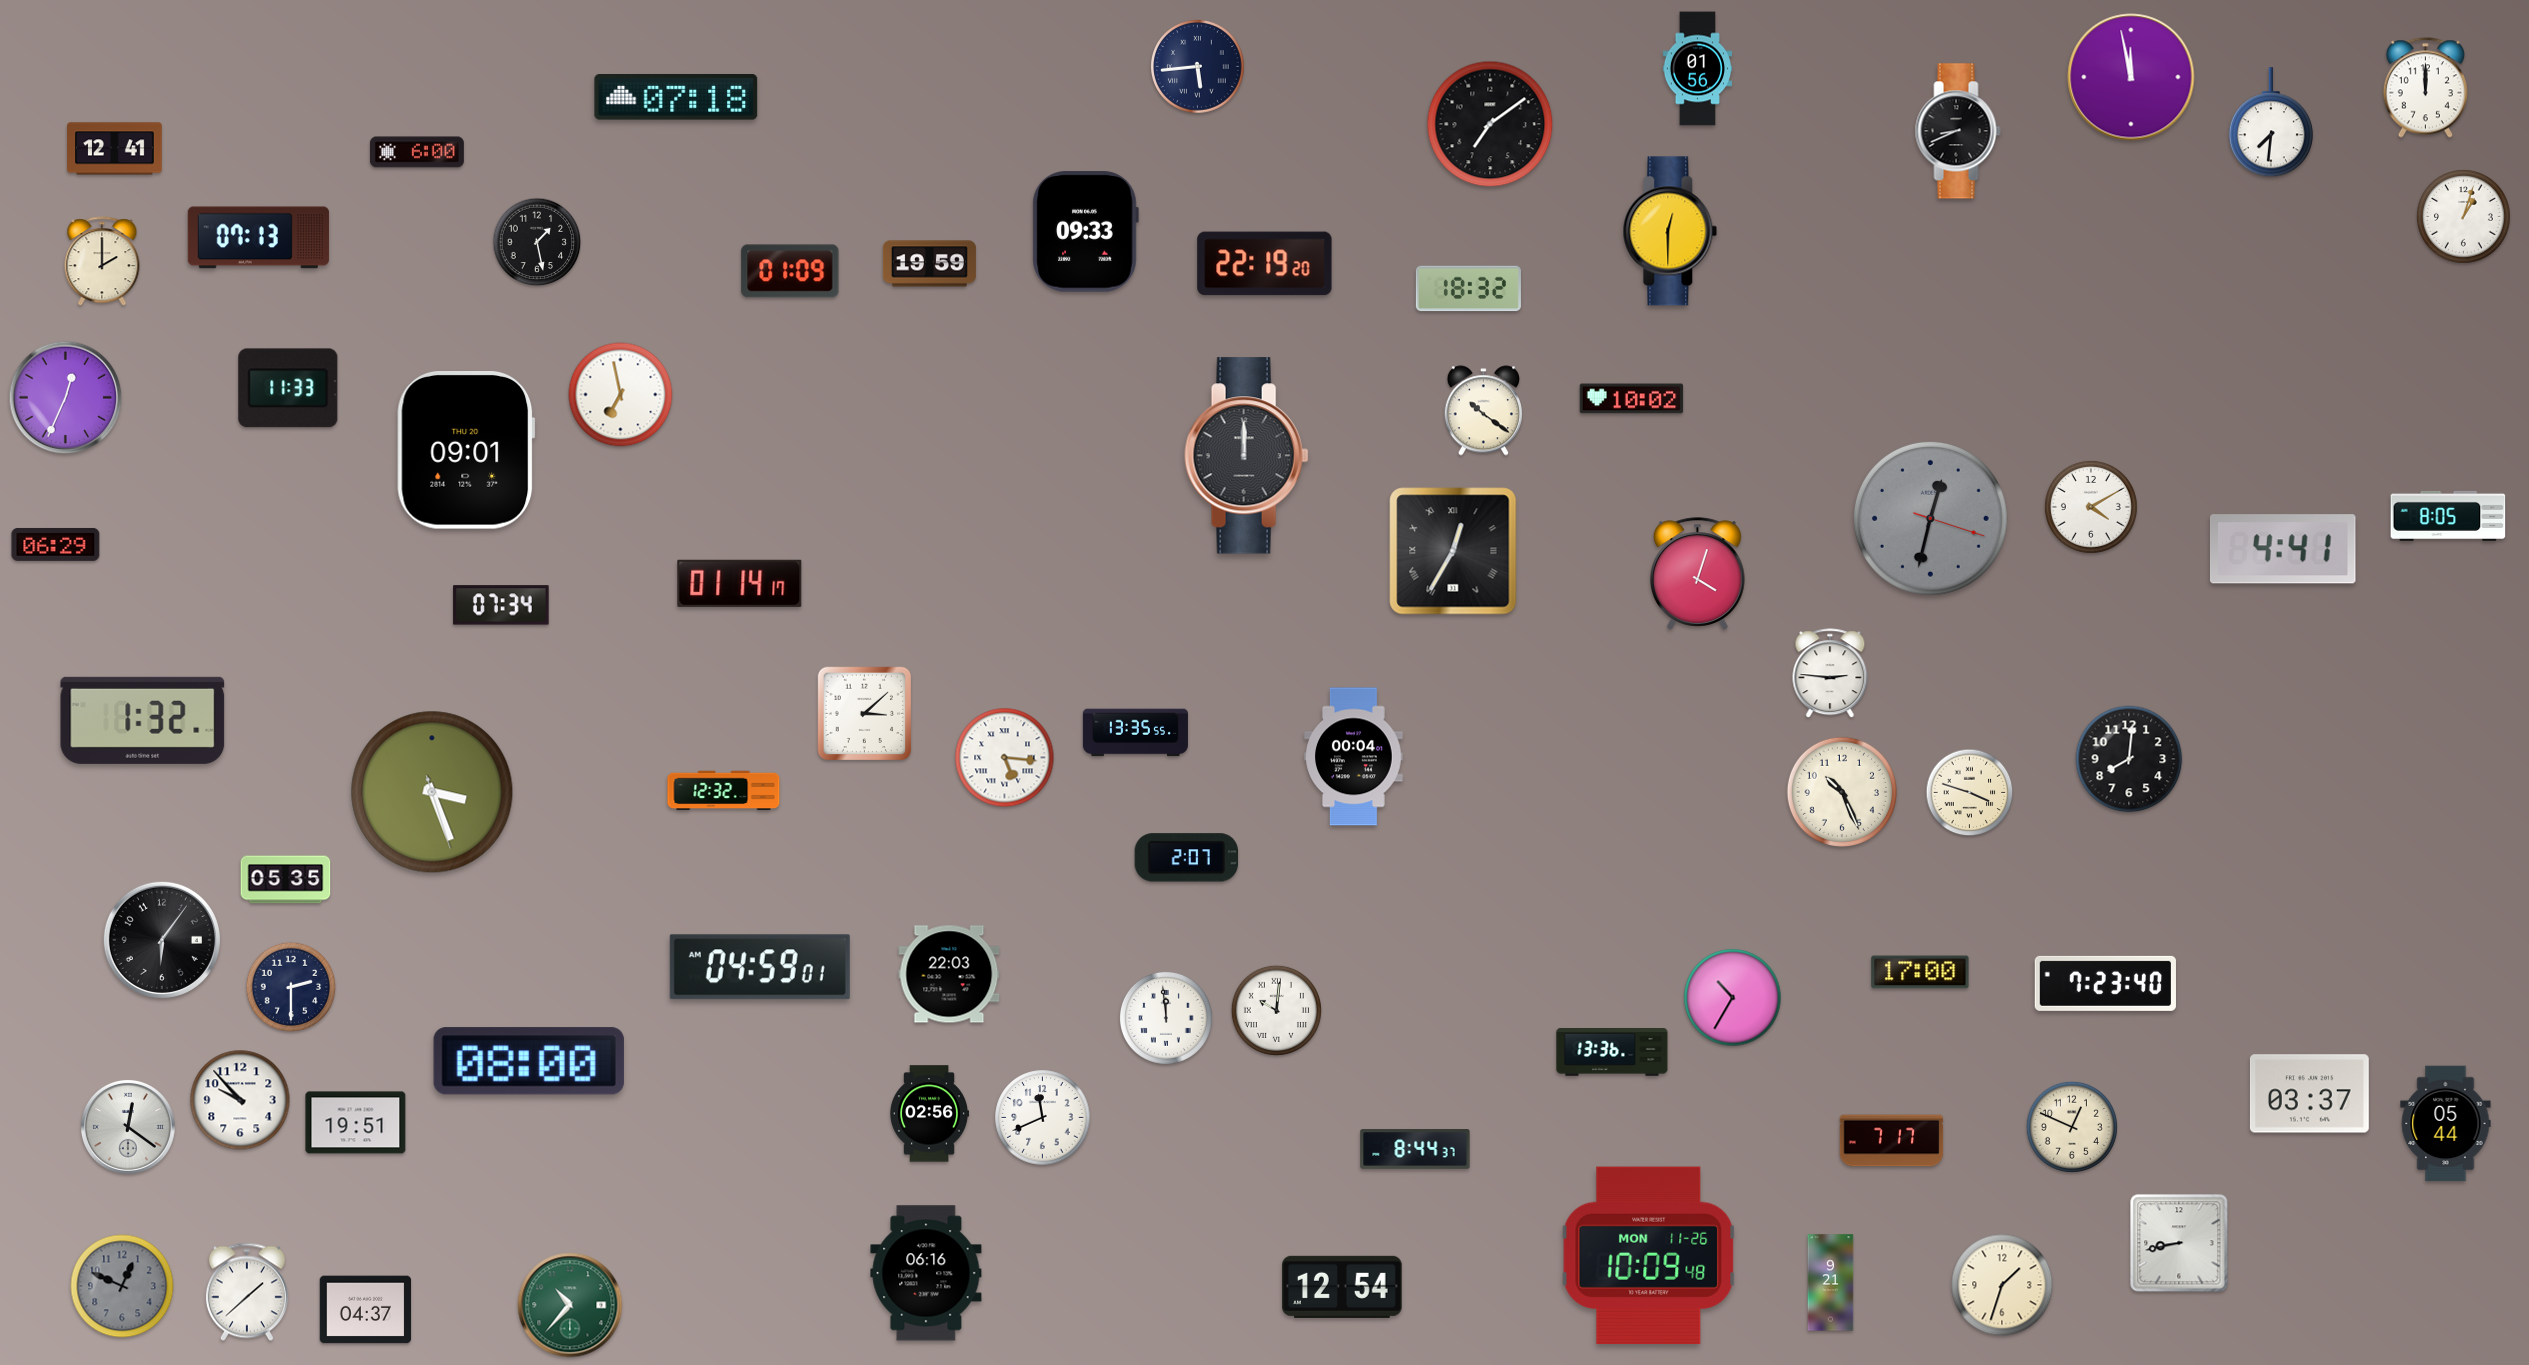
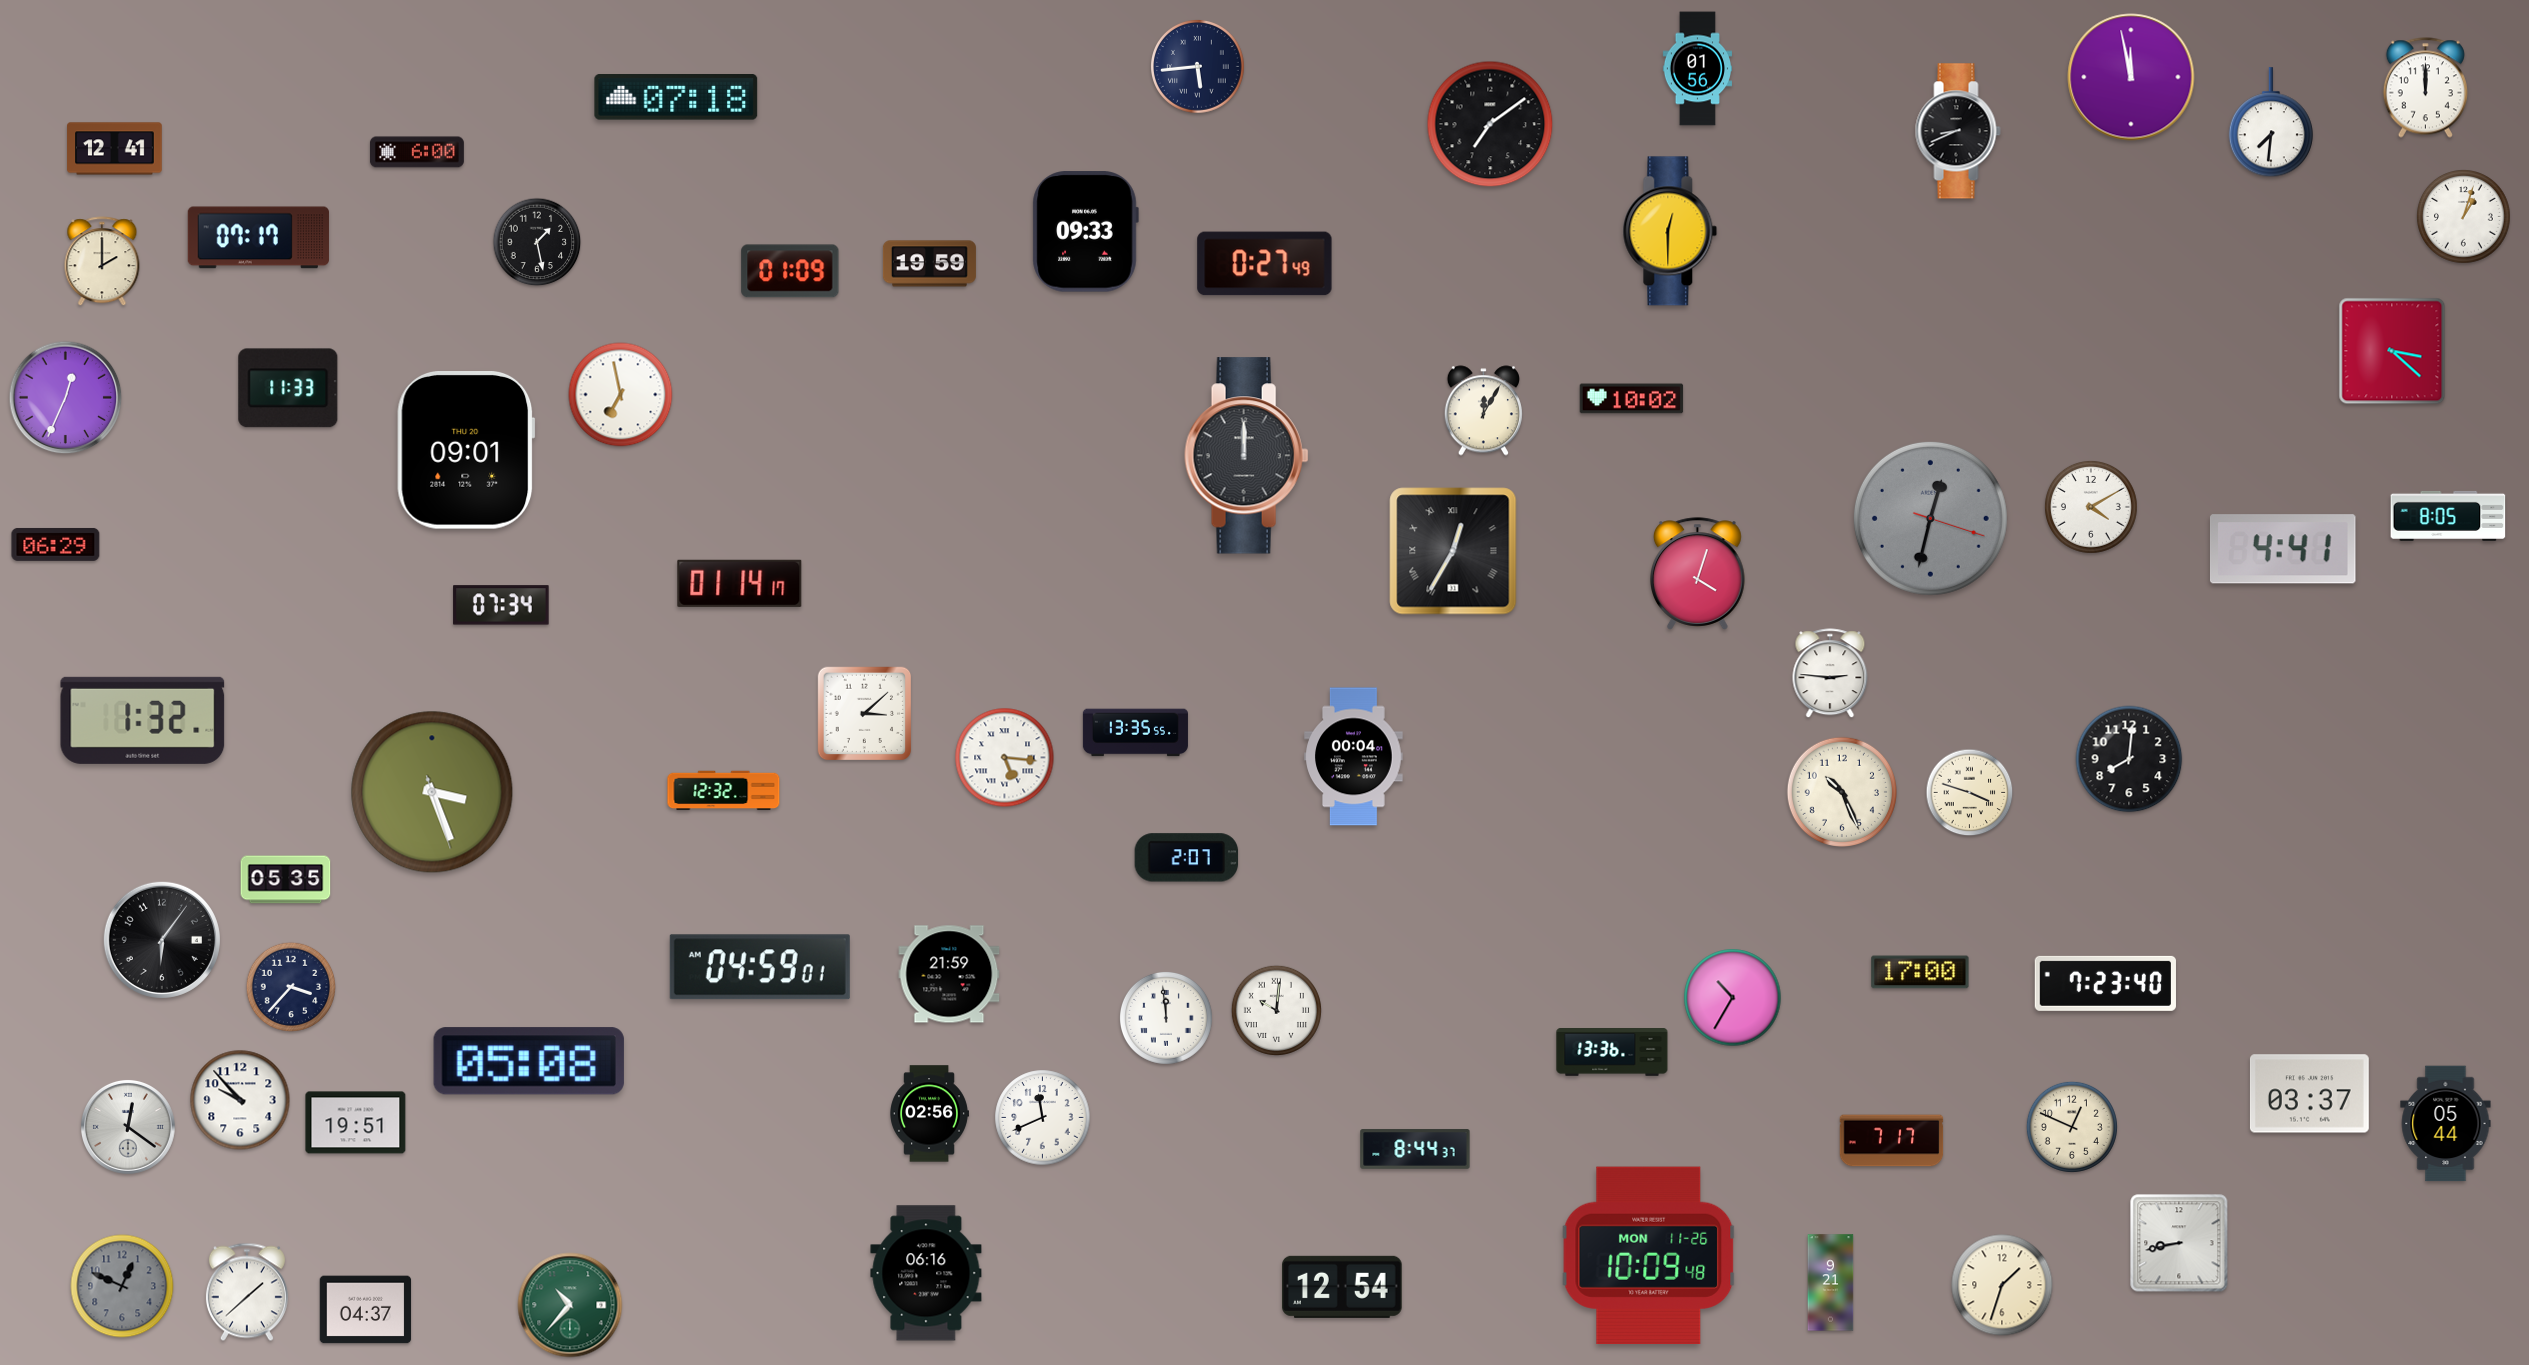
clock at (258, 238): 07:13 -> 07:17
clock at (1265, 264): 22:19 -> 0:27
clock at (1468, 289): 18:32 -> none
clock at (2392, 351): none -> 3:22
clock at (1483, 411): 10:21 -> 12:05
clock at (949, 974): 22:03 -> 21:59
clock at (291, 987): 2:30 -> 3:37
clock at (529, 1061): 08:00 -> 05:08
